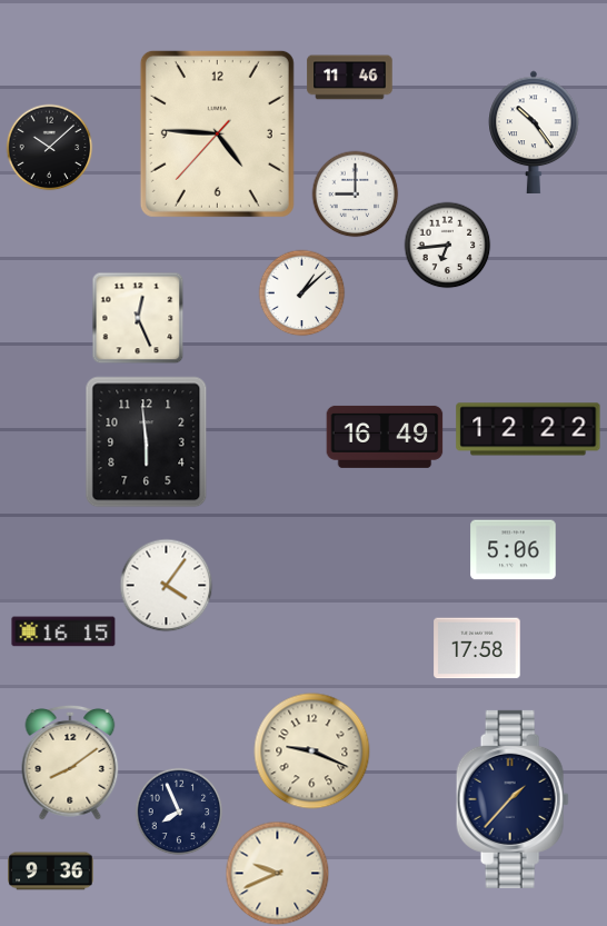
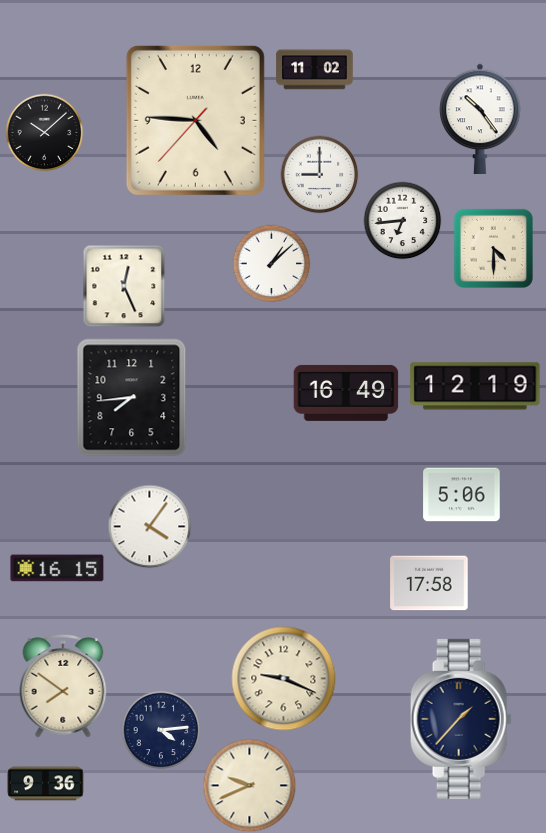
clock at (350, 78): 11:46 -> 11:02
clock at (493, 248): none -> 4:30
clock at (528, 429): 12:22 -> 12:19
clock at (147, 442): 5:59 -> 7:44
clock at (312, 751) position: (312, 751) -> (284, 679)
clock at (70, 763): 8:09 -> 7:51
clock at (179, 812): 7:56 -> 4:14
